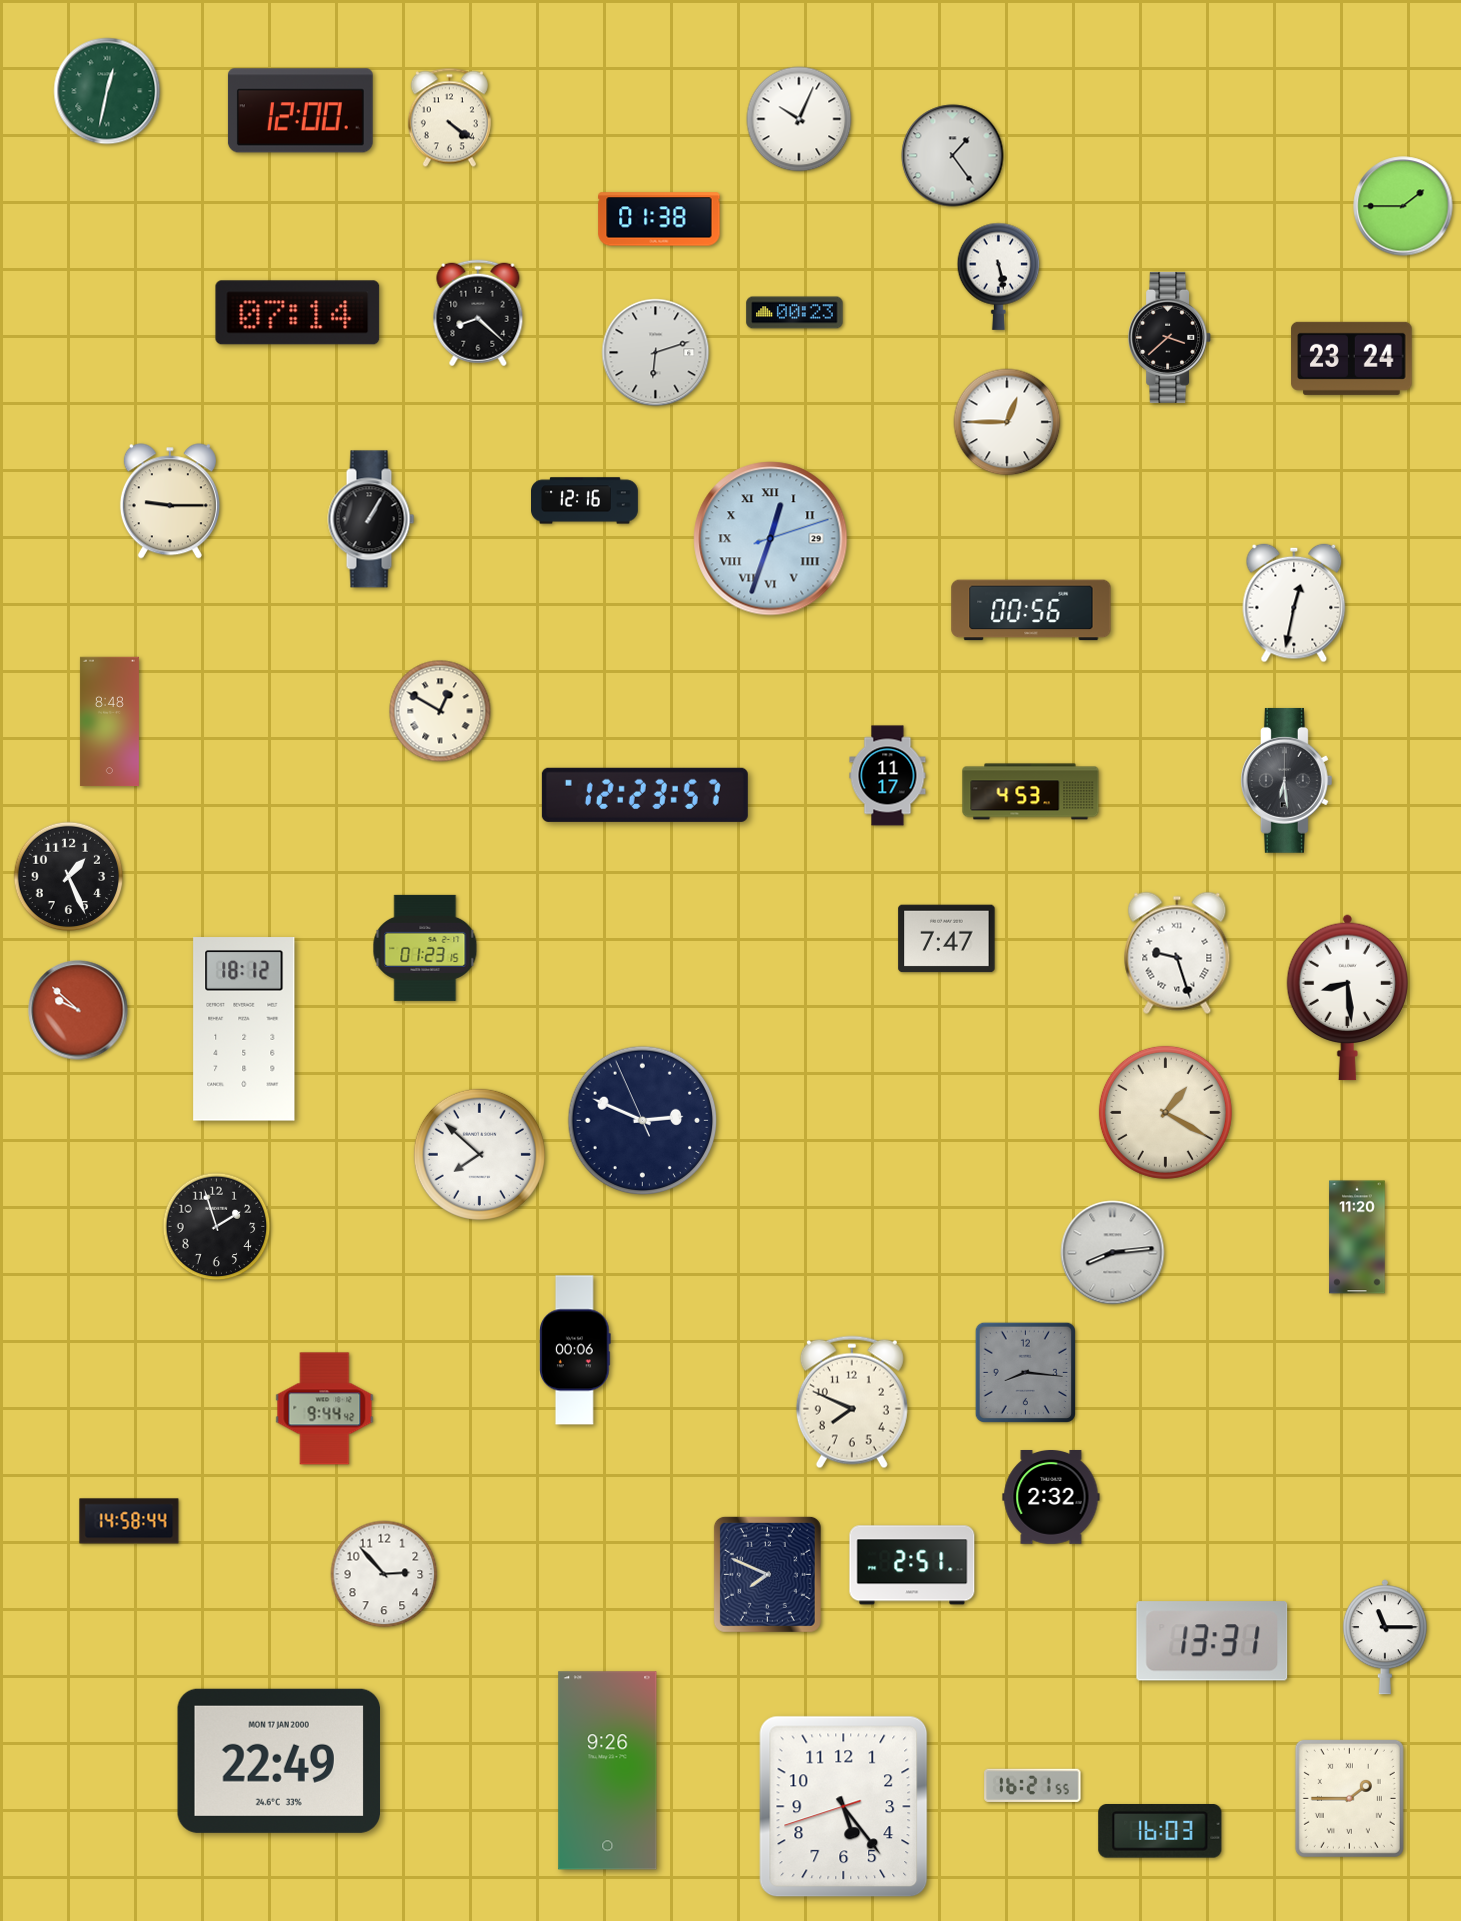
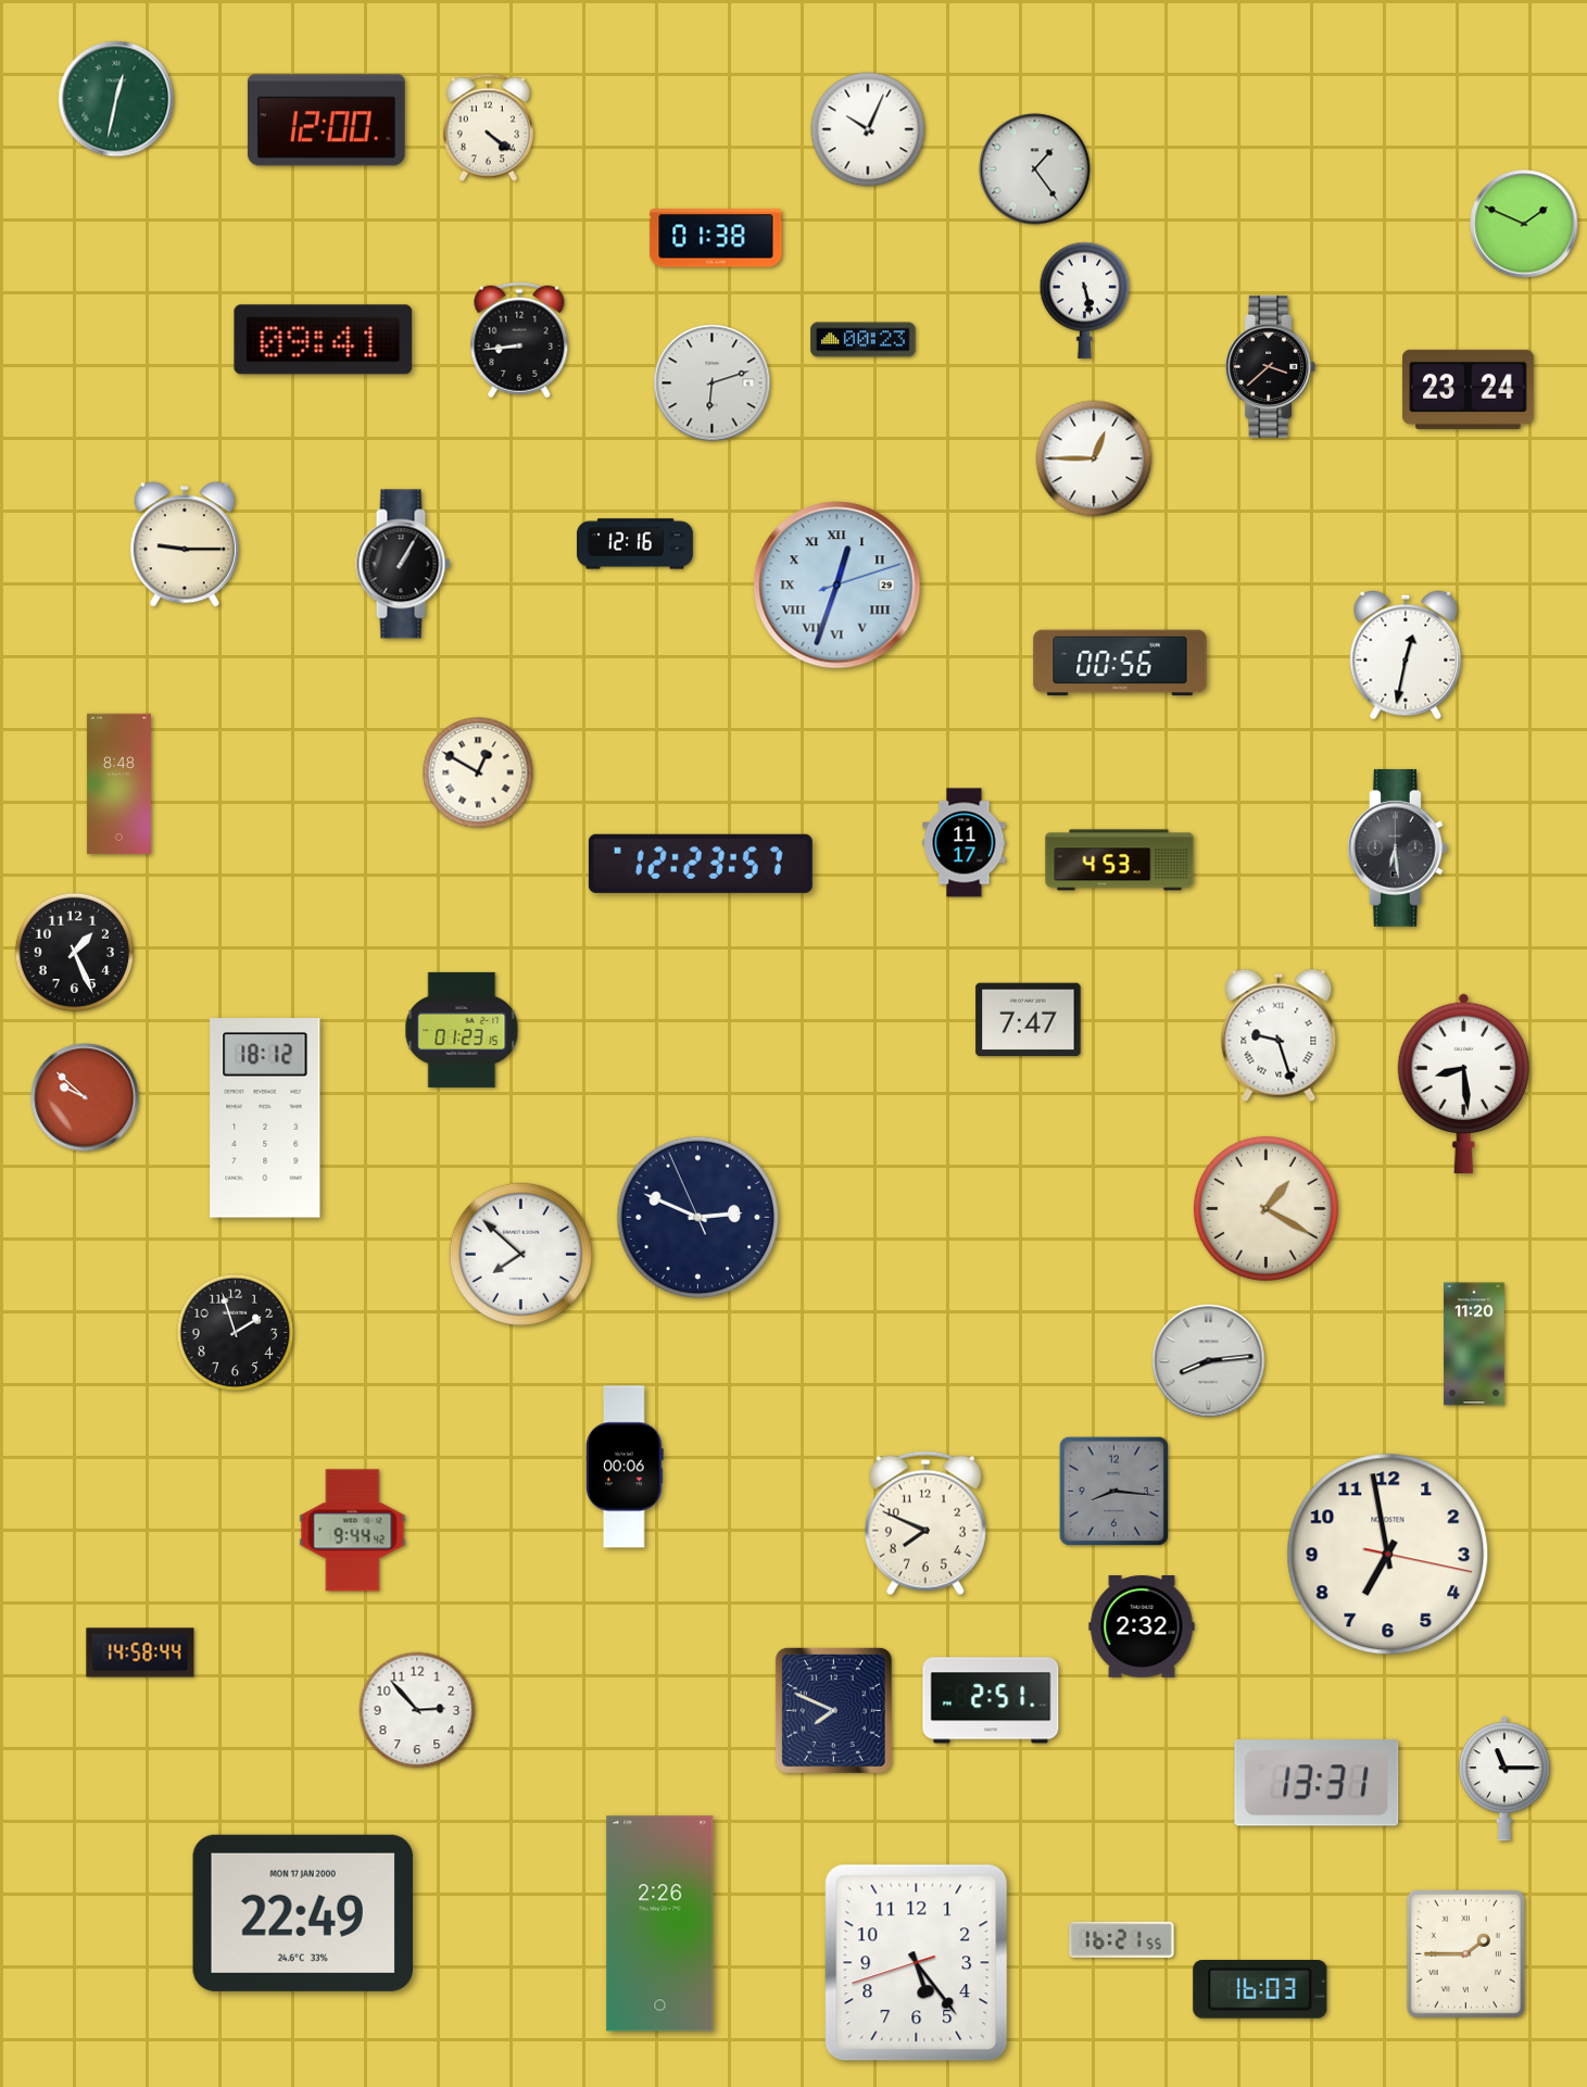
clock at (1403, 206): 1:45 -> 1:49
clock at (298, 313): 07:14 -> 09:41
clock at (478, 313): 8:22 -> 8:44
clock at (1388, 1555): none -> 6:58
clock at (608, 1771): 9:26 -> 2:26
